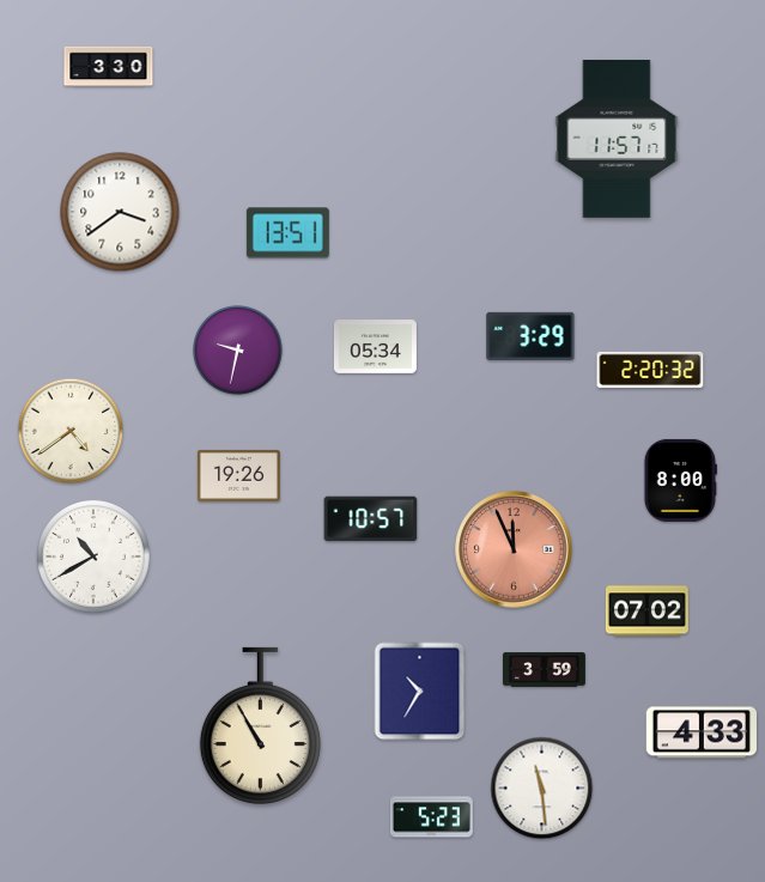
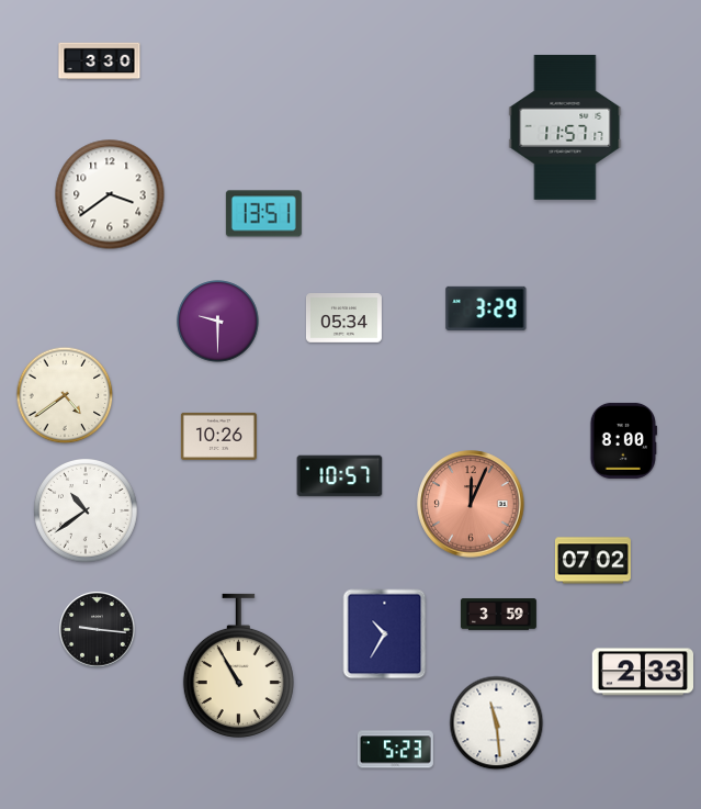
clock at (238, 351): 9:32 -> 9:30
clock at (650, 370): 2:20 -> none
clock at (238, 475): 19:26 -> 10:26
clock at (514, 549): 11:56 -> 12:04
clock at (95, 558): 10:40 -> 10:39
clock at (98, 630): none -> 9:16
clock at (700, 732): 4:33 -> 2:33
